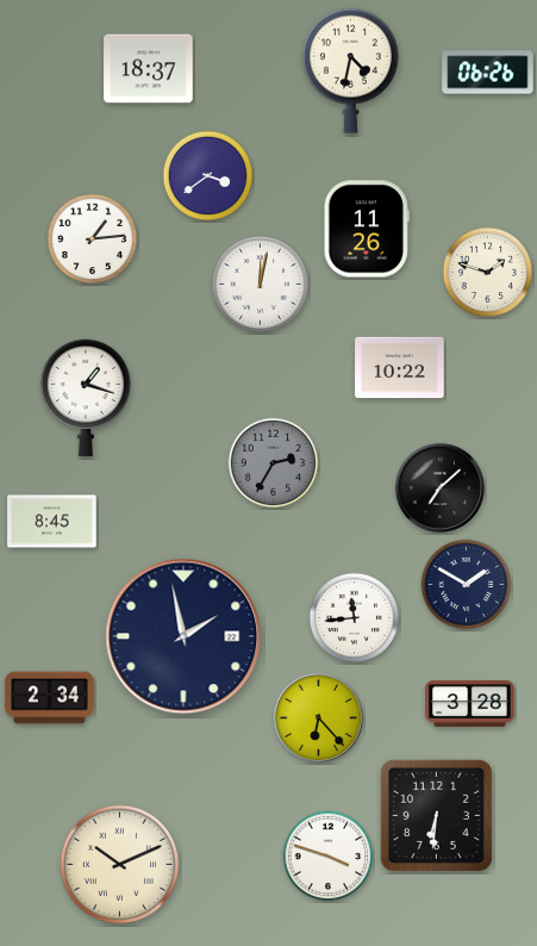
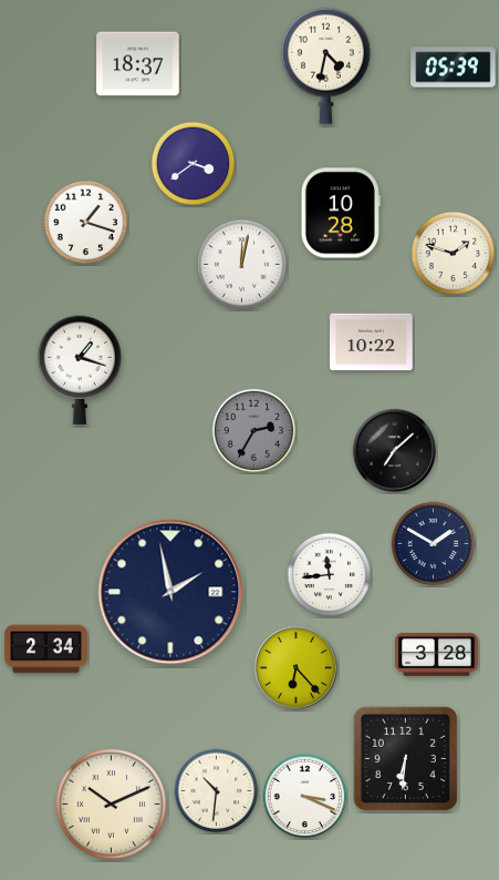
clock at (488, 73): 06:26 -> 05:39
clock at (367, 229): 11:26 -> 10:28
clock at (93, 239): 1:14 -> 1:18
clock at (439, 487) position: (439, 487) -> (394, 450)
clock at (52, 522): 8:45 -> none
clock at (217, 791): none -> 10:31
clock at (329, 857): 3:48 -> 3:19
